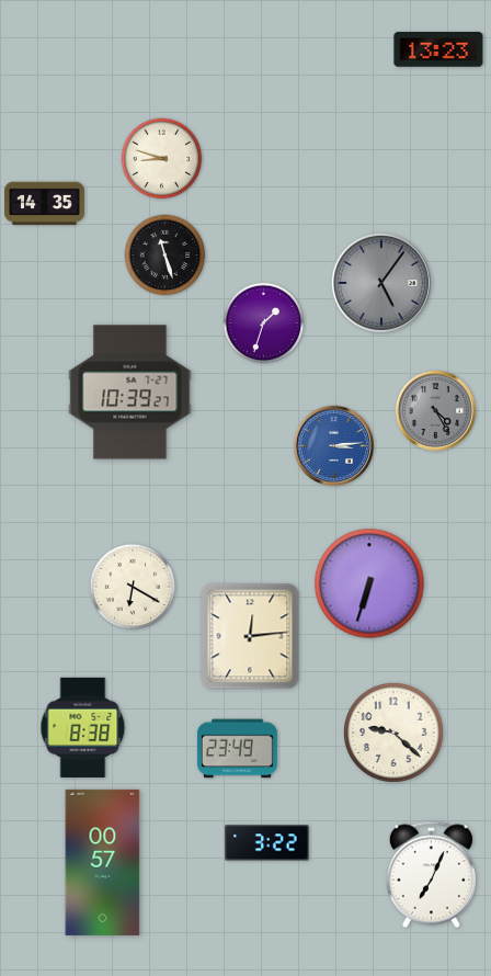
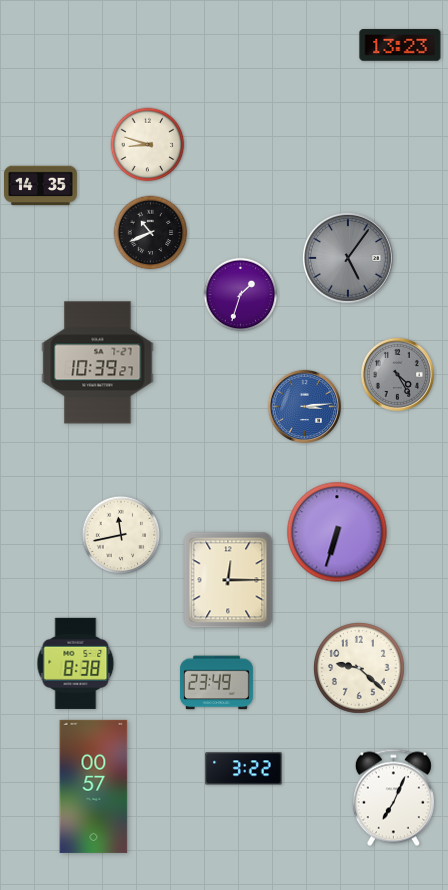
clock at (165, 256): 11:27 -> 10:41
clock at (130, 393) position: (130, 393) -> (98, 363)
clock at (133, 587): 6:20 -> 11:43
clock at (250, 636): 12:14 -> 12:15
